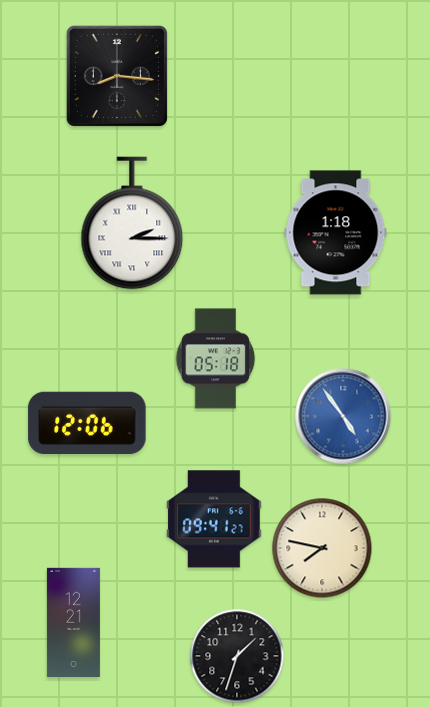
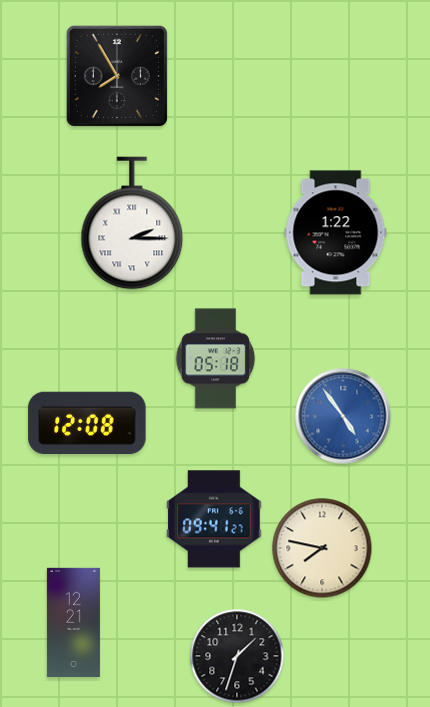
clock at (117, 76): 8:16 -> 7:55
clock at (336, 233): 1:18 -> 1:22
clock at (87, 422): 12:06 -> 12:08
